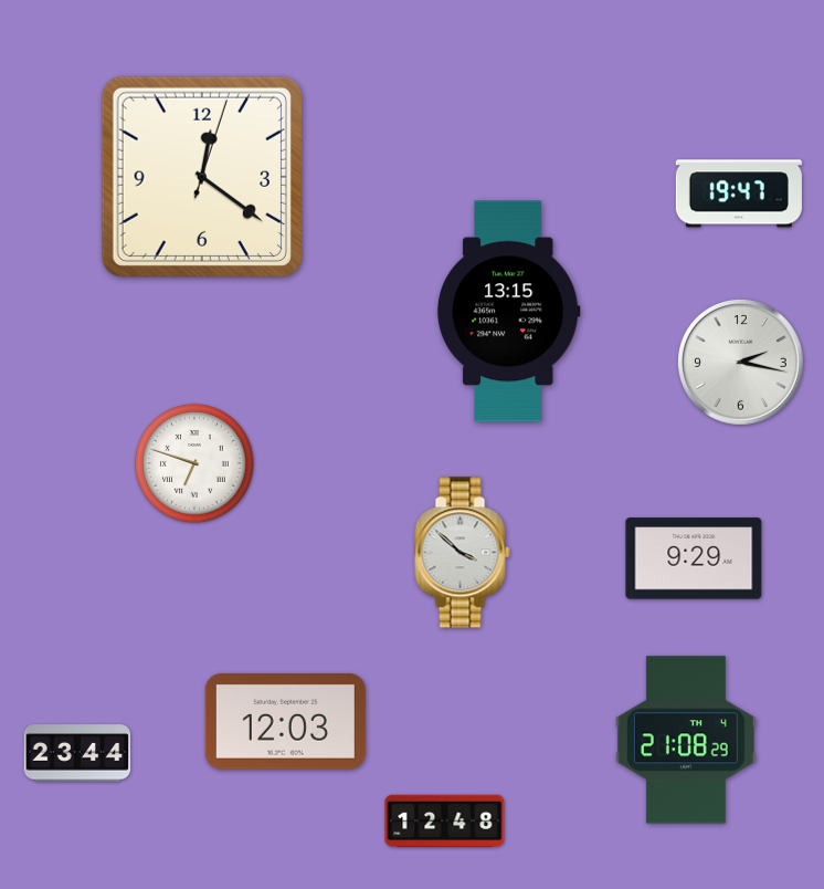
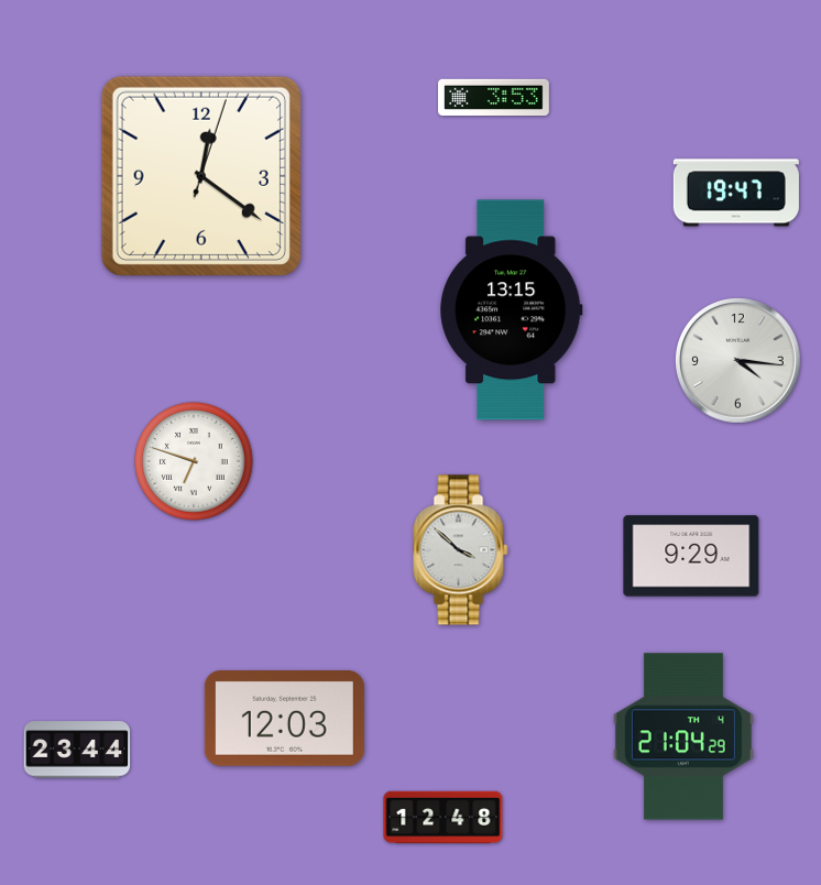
clock at (494, 98): none -> 3:53
clock at (509, 312) position: (509, 312) -> (512, 310)
clock at (740, 362): 2:17 -> 4:16
clock at (686, 740): 21:08 -> 21:04
